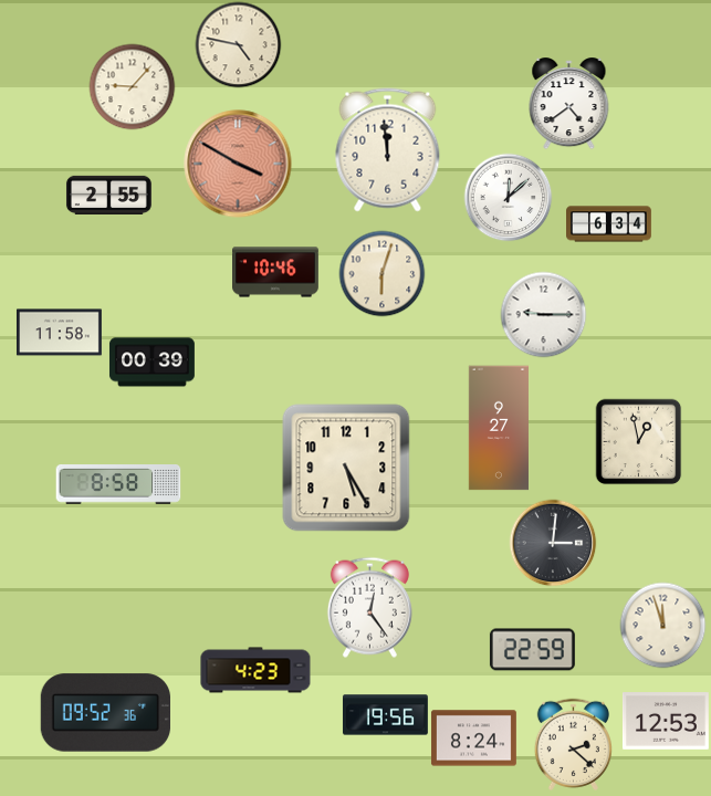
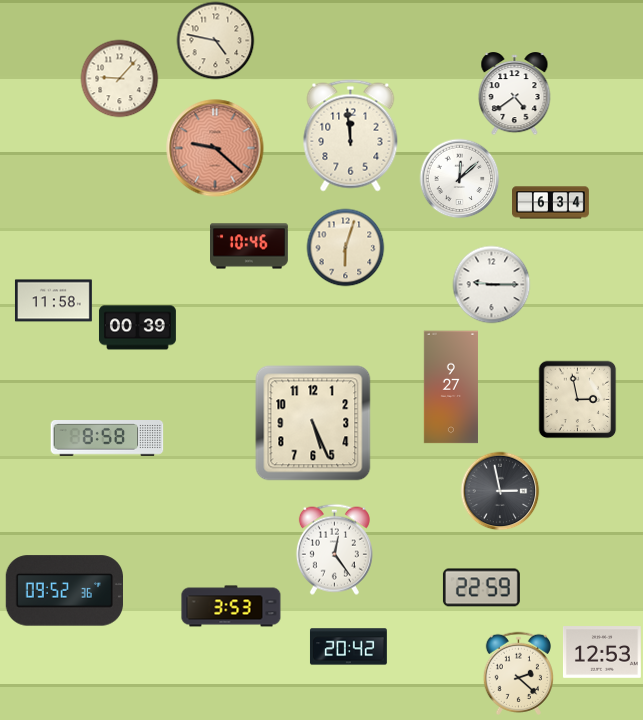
clock at (238, 164): 3:50 -> 9:22
clock at (108, 195): 2:55 -> none
clock at (638, 441): 12:58 -> 2:58
clock at (346, 468): 5:25 -> 5:26
clock at (553, 543): 3:01 -> 2:58
clock at (662, 625): 11:57 -> none
clock at (255, 670): 4:23 -> 3:53
clock at (105, 713) position: (105, 713) -> (64, 591)
clock at (385, 715): 19:56 -> 20:42
clock at (473, 739): 8:24 -> none
